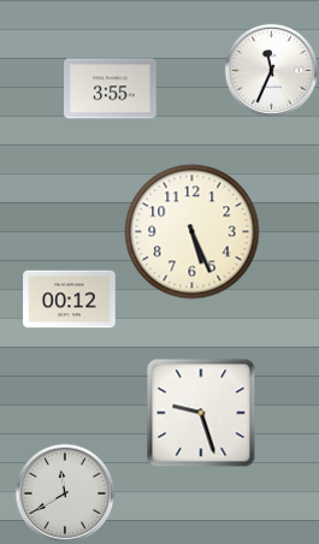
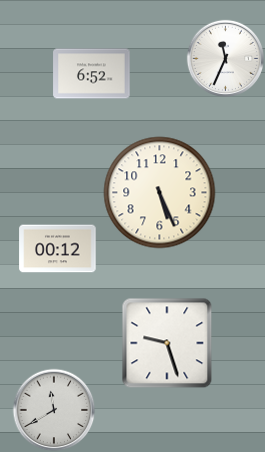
clock at (111, 89): 3:55 -> 6:52
